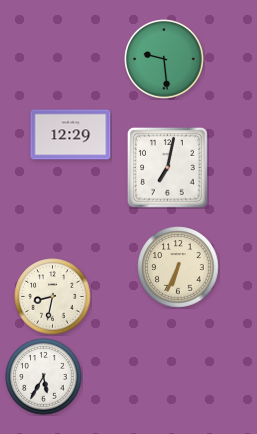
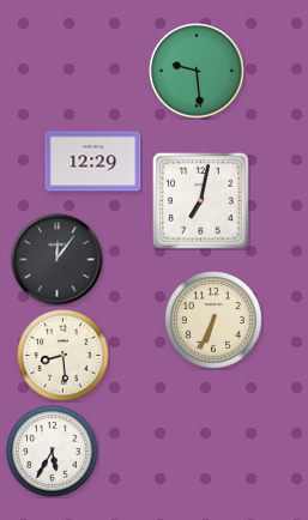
clock at (71, 135) position: (71, 135) -> (93, 162)
clock at (58, 260): none -> 12:06
clock at (53, 297): 8:32 -> 8:29
